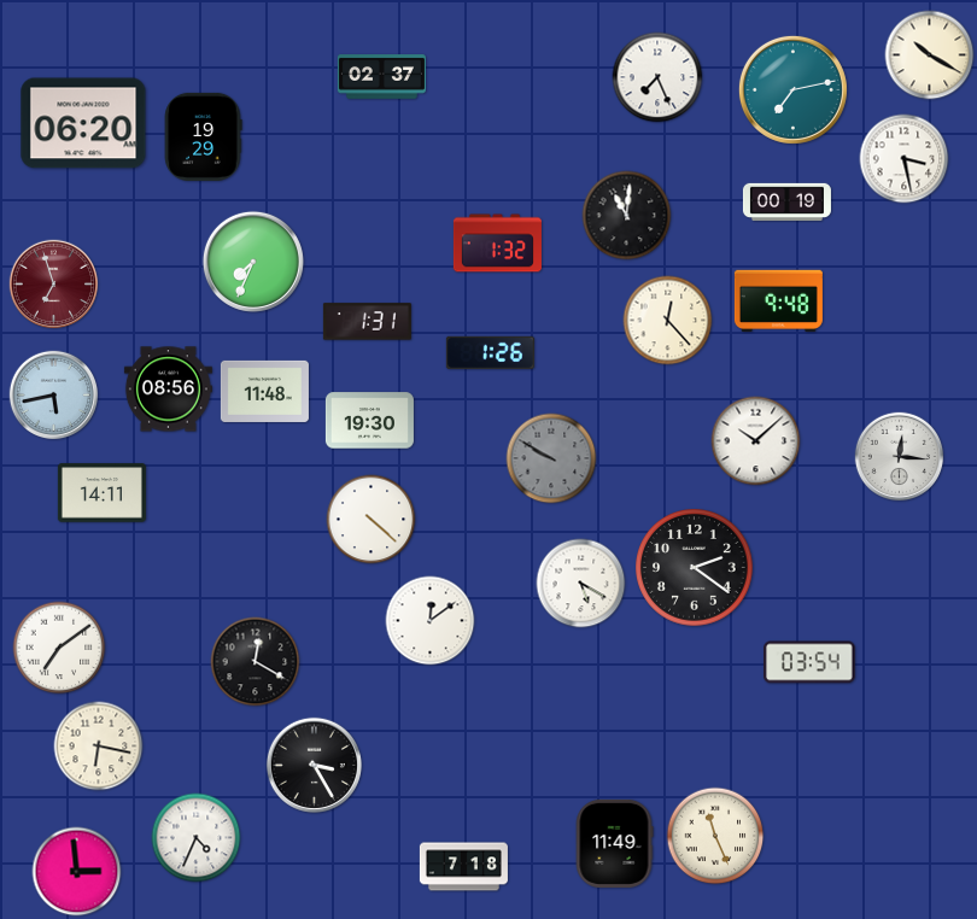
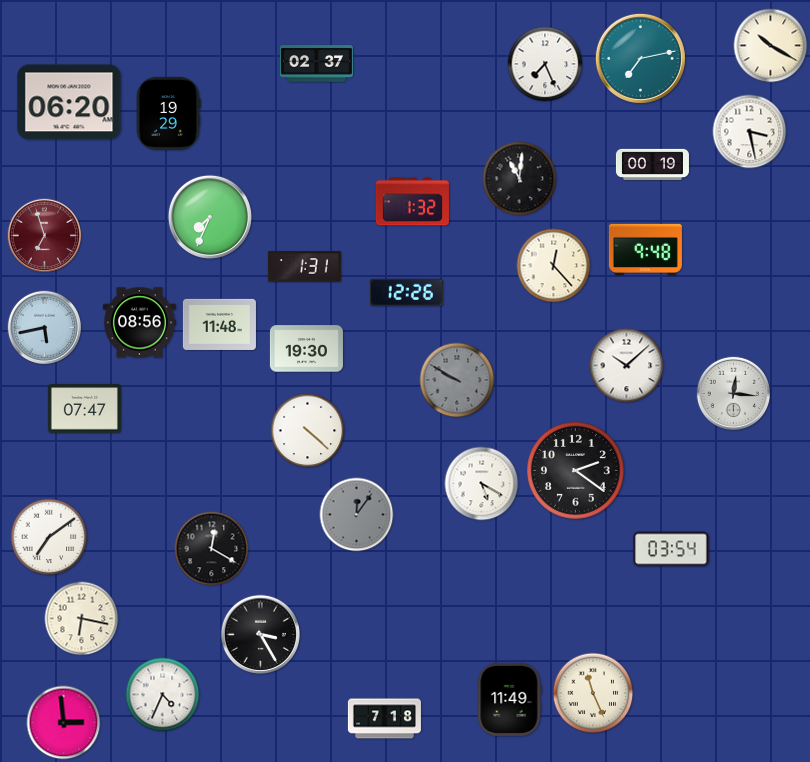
clock at (792, 89) position: (792, 89) -> (640, 58)
clock at (786, 201) position: (786, 201) -> (652, 164)
clock at (490, 352): 1:26 -> 12:26
clock at (900, 457) position: (900, 457) -> (734, 394)
clock at (101, 493): 14:11 -> 07:47
clock at (431, 621): 12:09 -> 12:06
clock at (431, 621) dial: white -> grey
